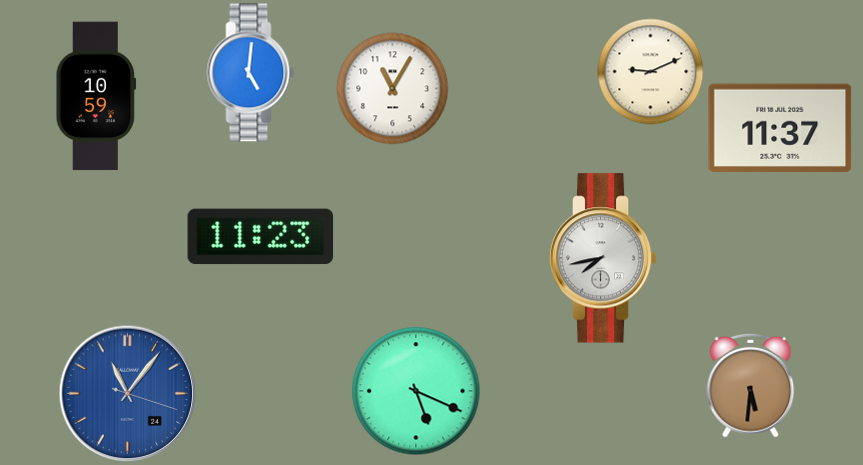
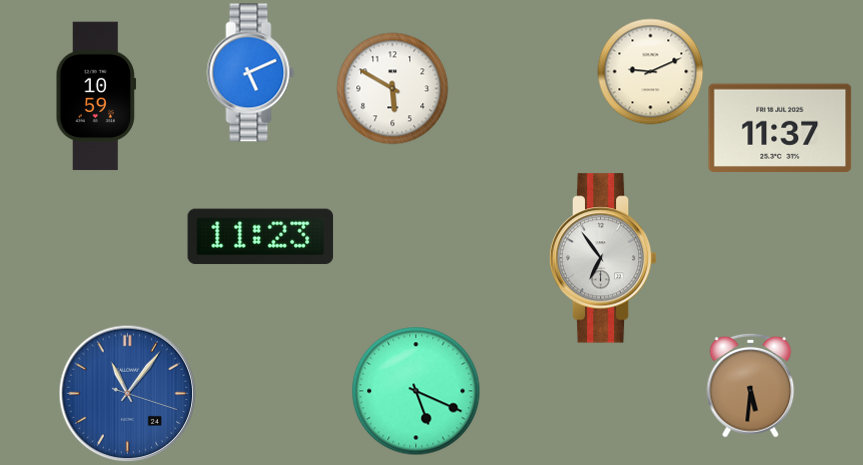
clock at (251, 73): 5:01 -> 5:11
clock at (393, 89): 11:05 -> 5:50
clock at (603, 258): 7:43 -> 6:54
